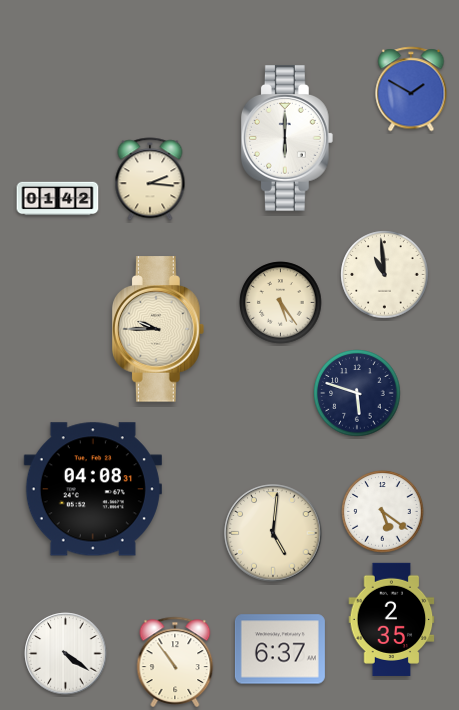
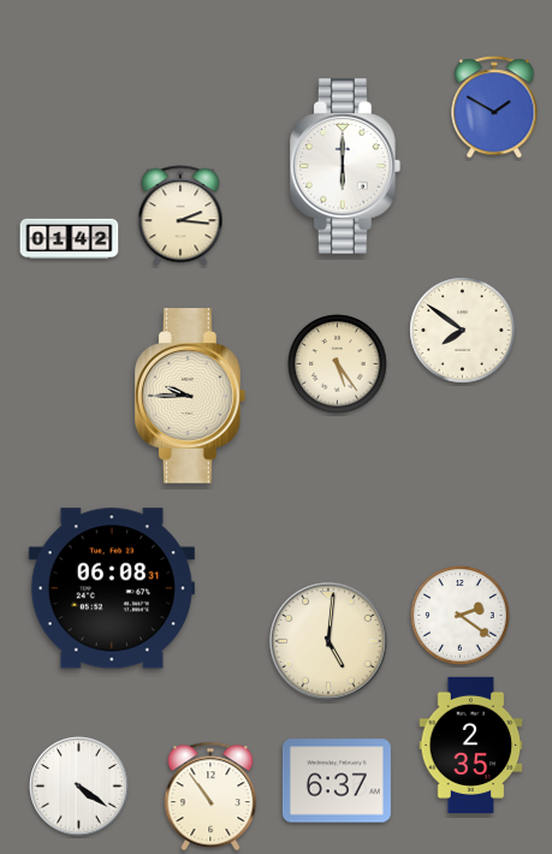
clock at (385, 275): 10:59 -> 7:51
clock at (357, 393): 5:48 -> none
clock at (93, 489): 04:08 -> 06:08
clock at (383, 512): 5:21 -> 2:21
